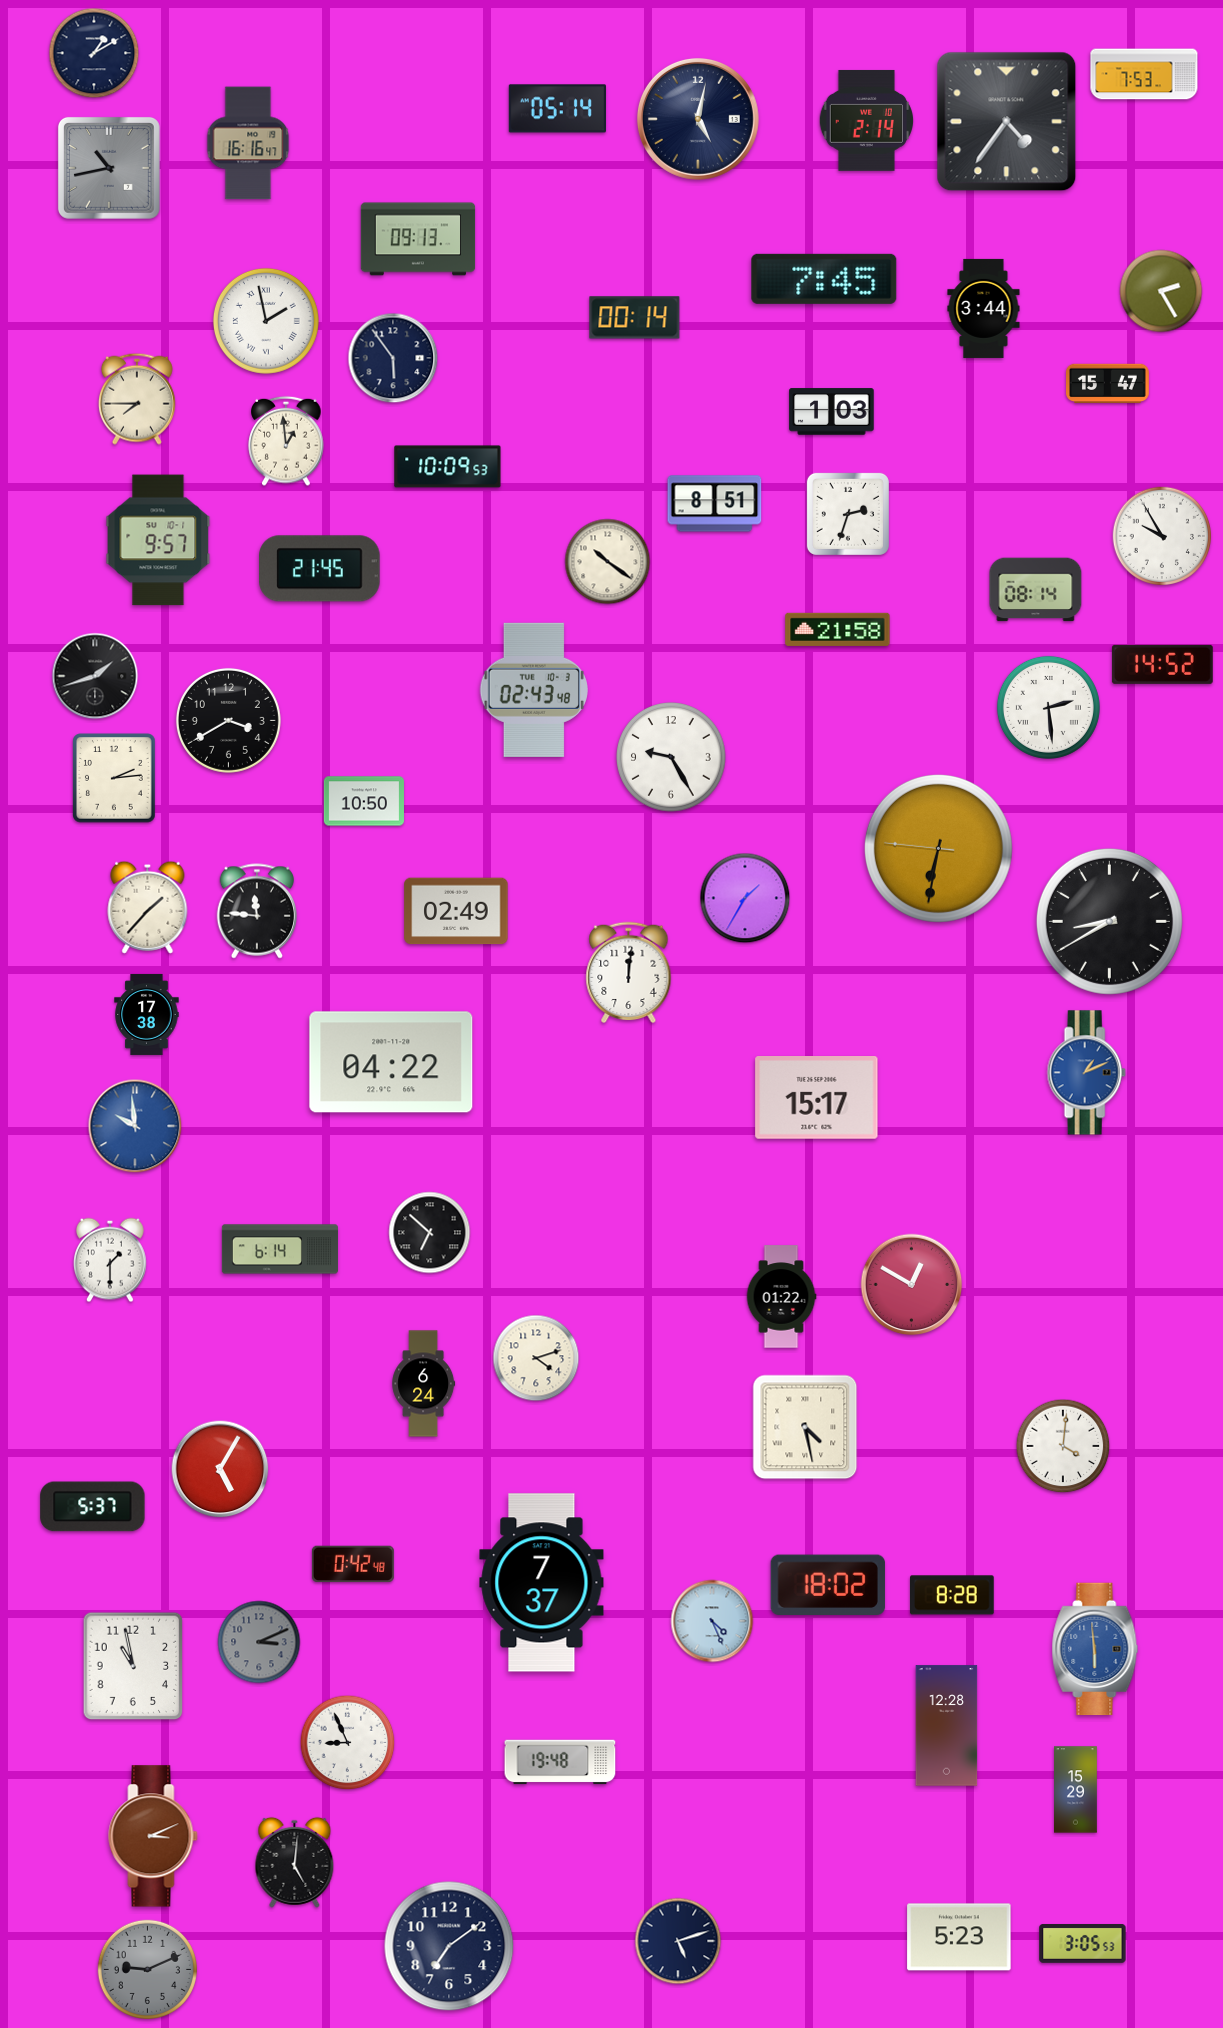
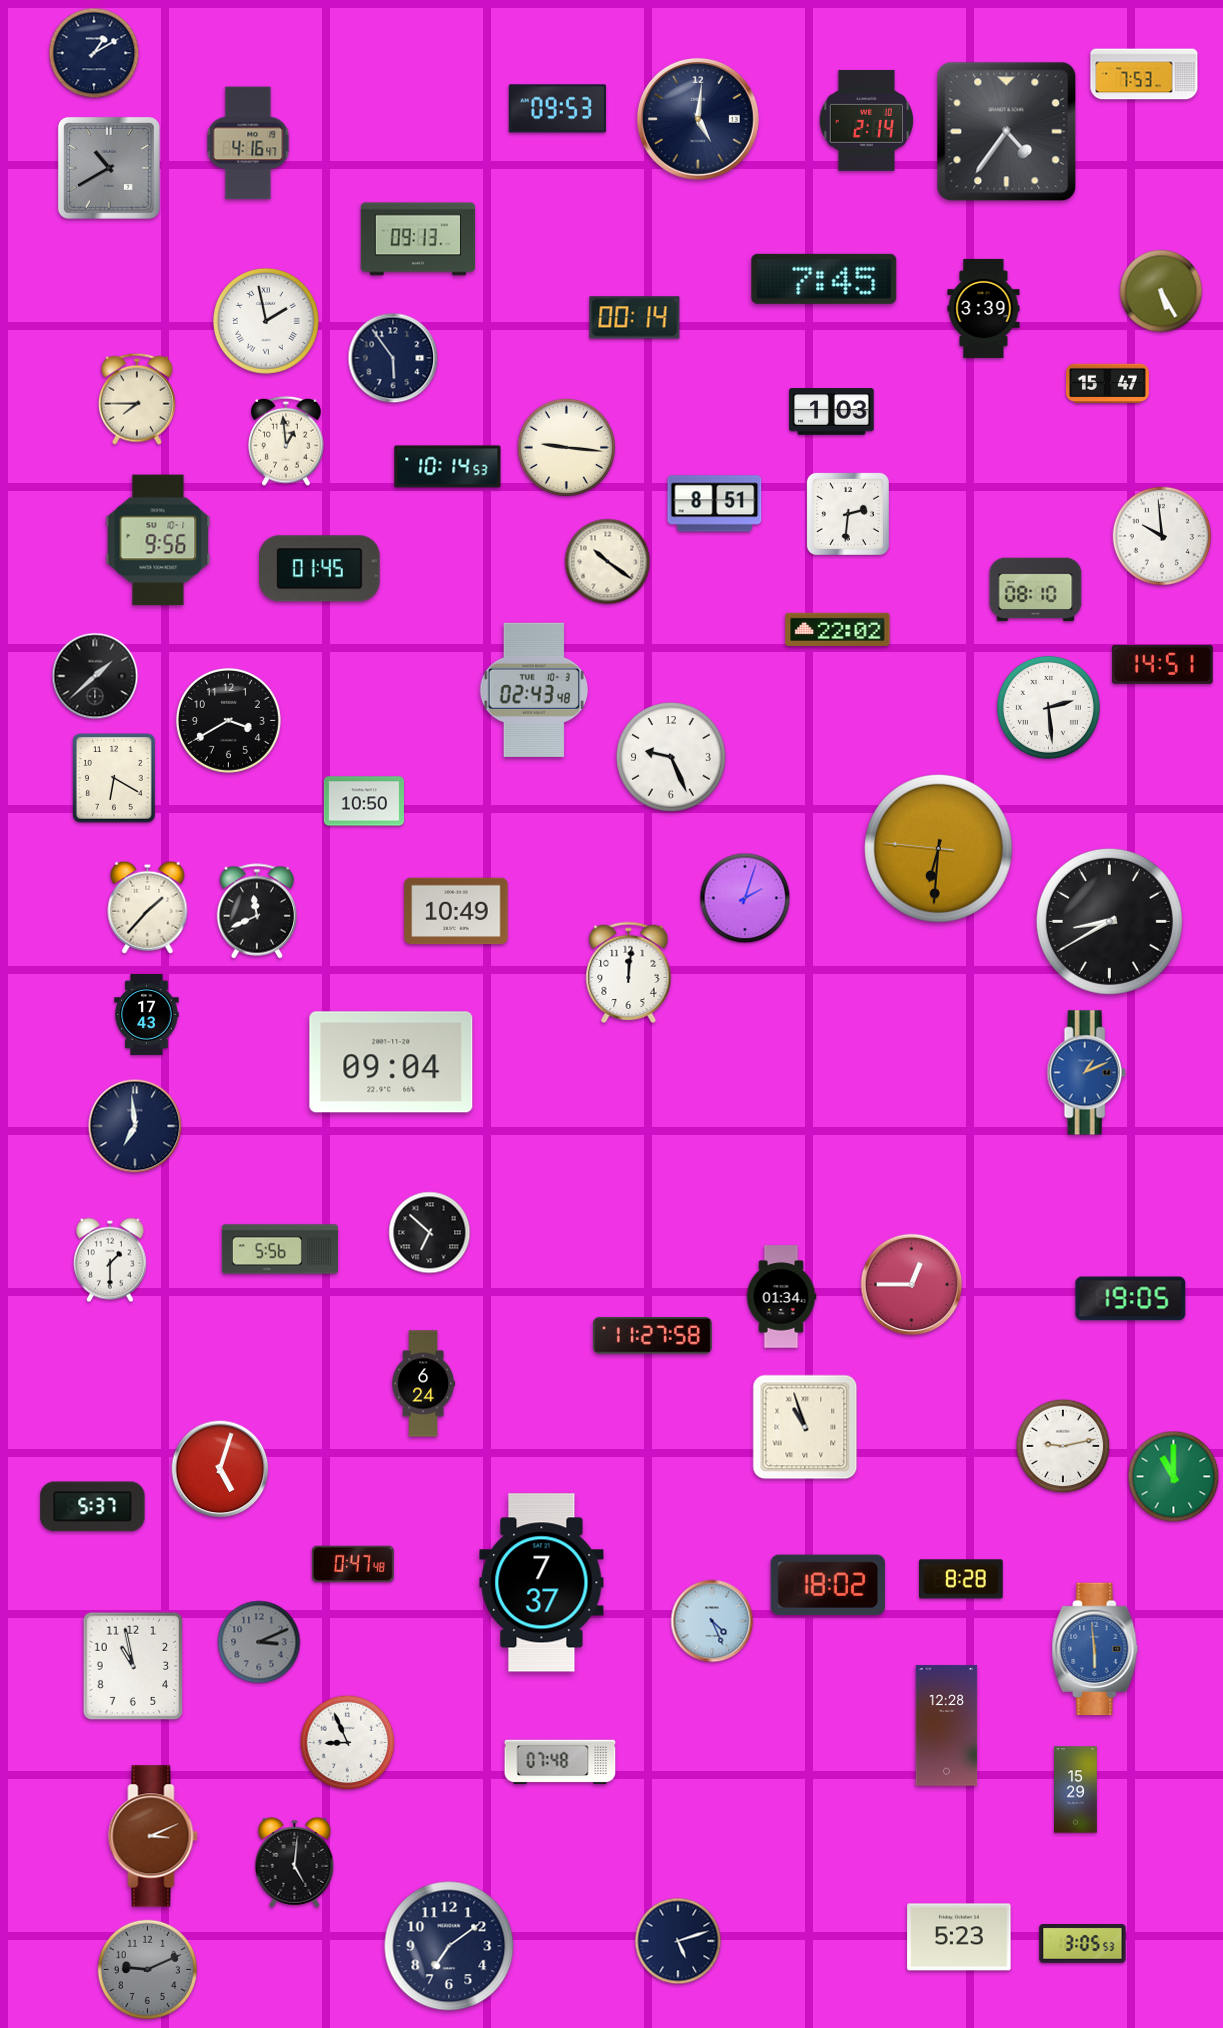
clock at (557, 109): 05:14 -> 09:53
clock at (698, 119): 5:02 -> 5:01
clock at (1007, 122) position: (1007, 122) -> (1007, 132)
clock at (248, 143): 16:16 -> 4:16
clock at (109, 168): 10:43 -> 10:40
clock at (1161, 291): 2:25 -> 5:25
clock at (984, 308): 3:44 -> 3:39
clock at (567, 448): none -> 9:16
clock at (448, 467): 10:09 -> 10:14
clock at (848, 514): 2:33 -> 2:31
clock at (1161, 535): 9:55 -> 9:59
clock at (158, 540): 9:57 -> 9:56
clock at (320, 569): 21:45 -> 01:45
clock at (1036, 590): 08:14 -> 08:10
clock at (838, 629): 21:58 -> 22:02
clock at (1162, 664): 14:52 -> 14:51
clock at (95, 676): 1:42 -> 1:38
clock at (671, 757): 9:25 -> 9:26
clock at (114, 778): 2:14 -> 6:20
clock at (938, 848): 6:31 -> 6:30
clock at (745, 898): 1:35 -> 2:03
clock at (256, 911): 11:46 -> 11:41
clock at (456, 911): 02:49 -> 10:49
clock at (147, 1014): 17:38 -> 17:43
clock at (391, 1062): 04:22 -> 09:04
clock at (817, 1098): 15:17 -> none
clock at (135, 1126): 9:59 -> 6:59
clock at (135, 1126) dial: blue -> navy
clock at (280, 1249): 6:14 -> 5:56
clock at (912, 1285): 12:50 -> 12:45
clock at (781, 1297): 01:22 -> 01:34
clock at (1131, 1299): none -> 19:05
clock at (652, 1336): none -> 11:27
clock at (536, 1358): 4:12 -> none
clock at (805, 1427): 4:28 -> 10:57
clock at (1063, 1446): 4:01 -> 9:13
clock at (220, 1469): 5:05 -> 5:03
clock at (1174, 1477): none -> 11:00
clock at (353, 1564): 0:42 -> 0:47
clock at (953, 1595) position: (953, 1595) -> (962, 1579)
clock at (560, 1762): 19:48 -> 07:48
